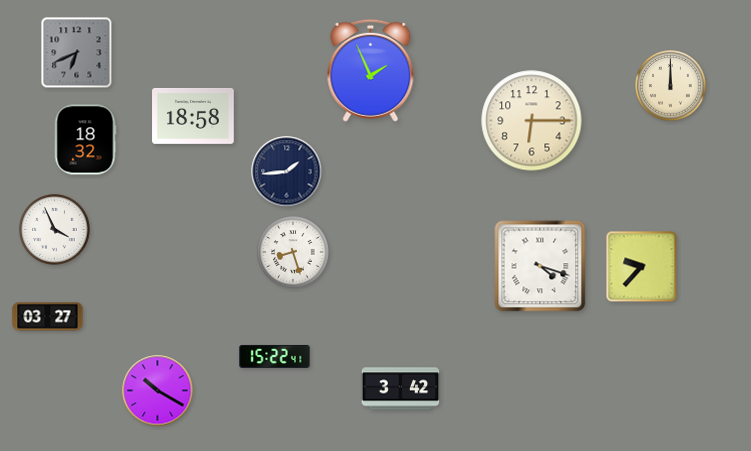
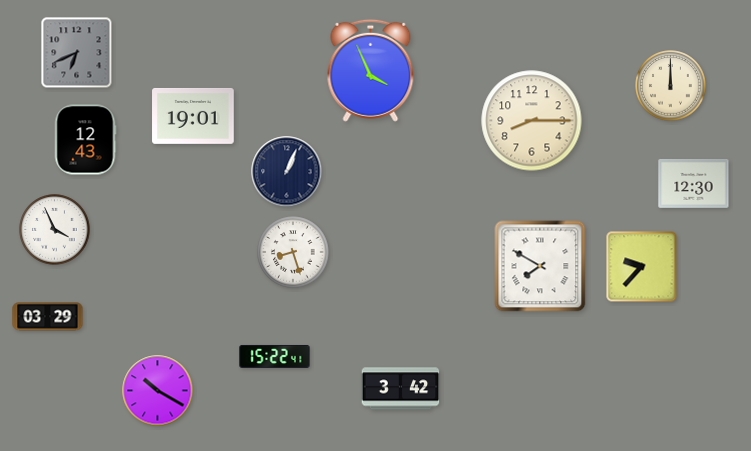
clock at (371, 70): 1:56 -> 3:56
clock at (193, 116): 18:58 -> 19:01
clock at (532, 121): 6:15 -> 8:15
clock at (85, 140): 18:32 -> 12:43
clock at (287, 172): 1:44 -> 1:04
clock at (694, 183): none -> 12:30
clock at (540, 266): 4:18 -> 7:50
clock at (48, 317): 03:27 -> 03:29
